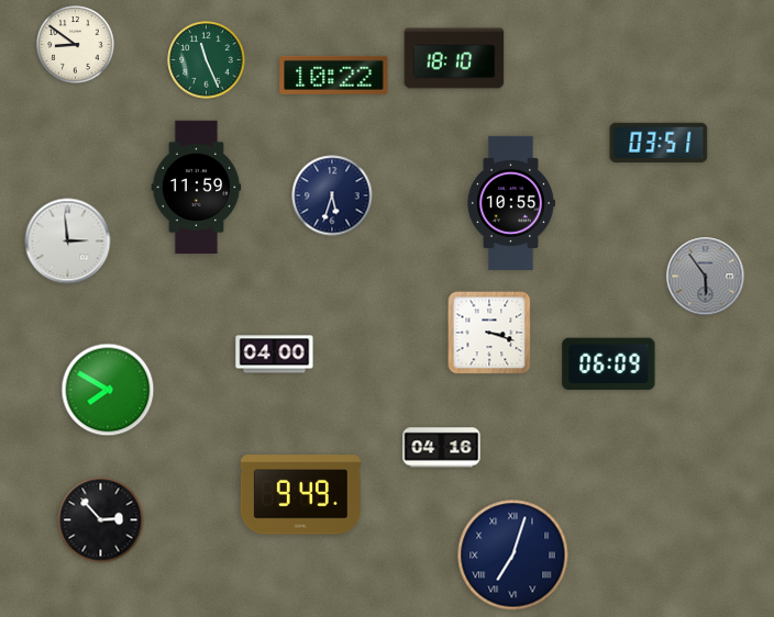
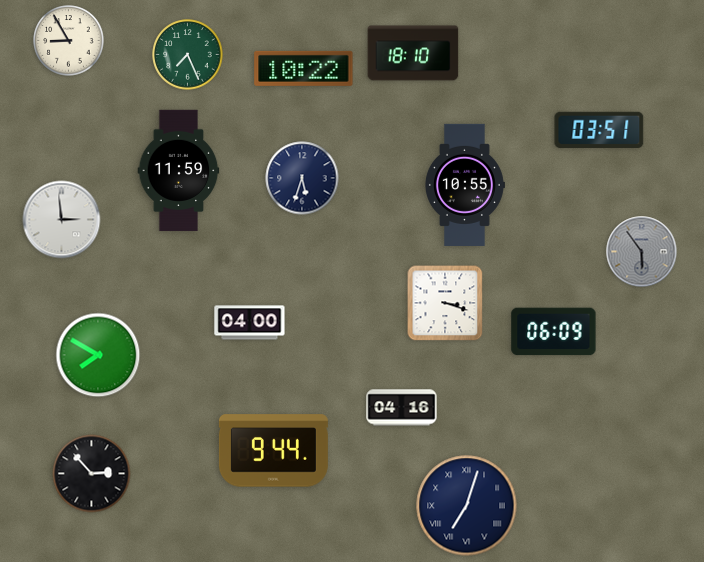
clock at (76, 45): 8:51 -> 8:55
clock at (207, 60): 11:26 -> 7:26
clock at (300, 495): 9:49 -> 9:44
